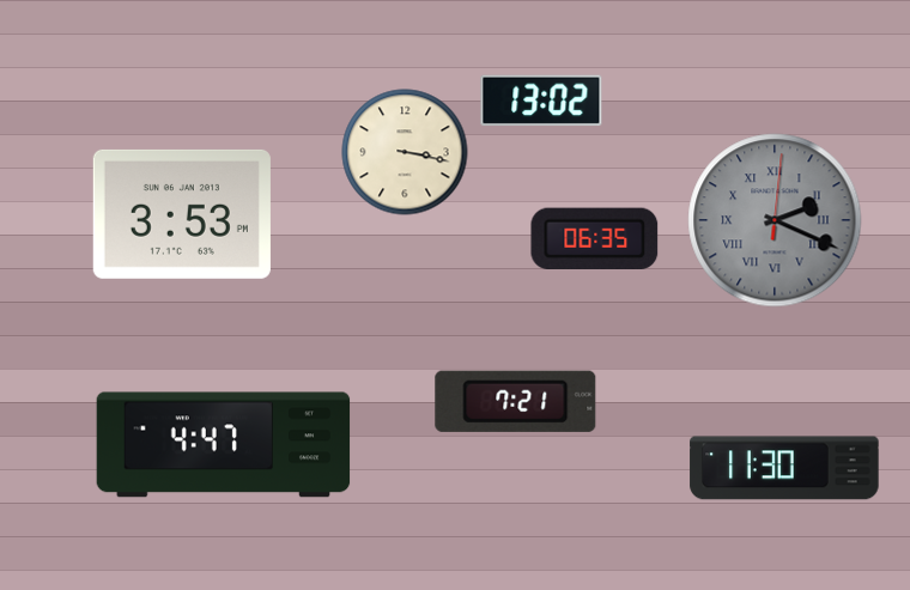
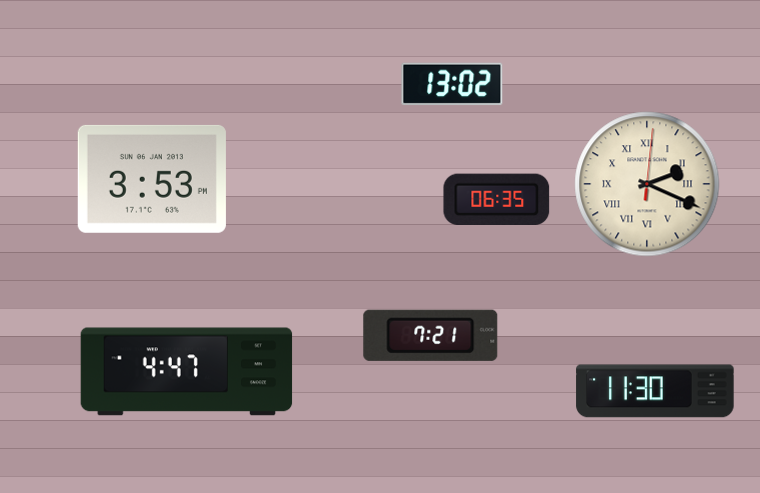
clock at (405, 152): 3:17 -> none
clock at (775, 220) dial: grey -> cream
